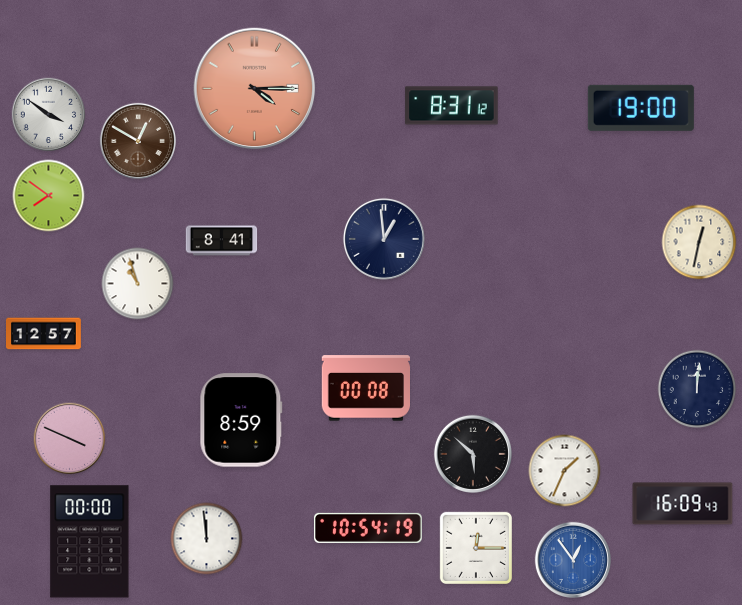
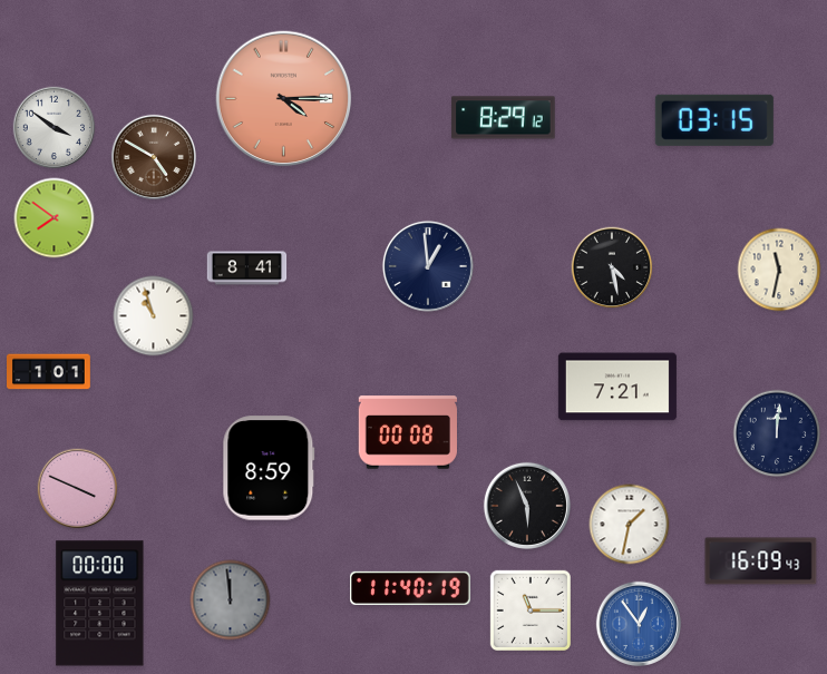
clock at (452, 106): 8:31 -> 8:29
clock at (641, 108): 19:00 -> 03:15
clock at (137, 141): 12:50 -> 4:50
clock at (612, 267): none -> 4:28
clock at (699, 242): 12:32 -> 11:32
clock at (44, 334): 12:57 -> 1:01
clock at (617, 387): none -> 7:21
clock at (473, 454): 5:52 -> 5:56
clock at (565, 471): 1:34 -> 1:32
clock at (369, 528): 10:54 -> 11:40
clock at (207, 539) dial: white -> grey
clock at (475, 547): 12:15 -> 11:15
